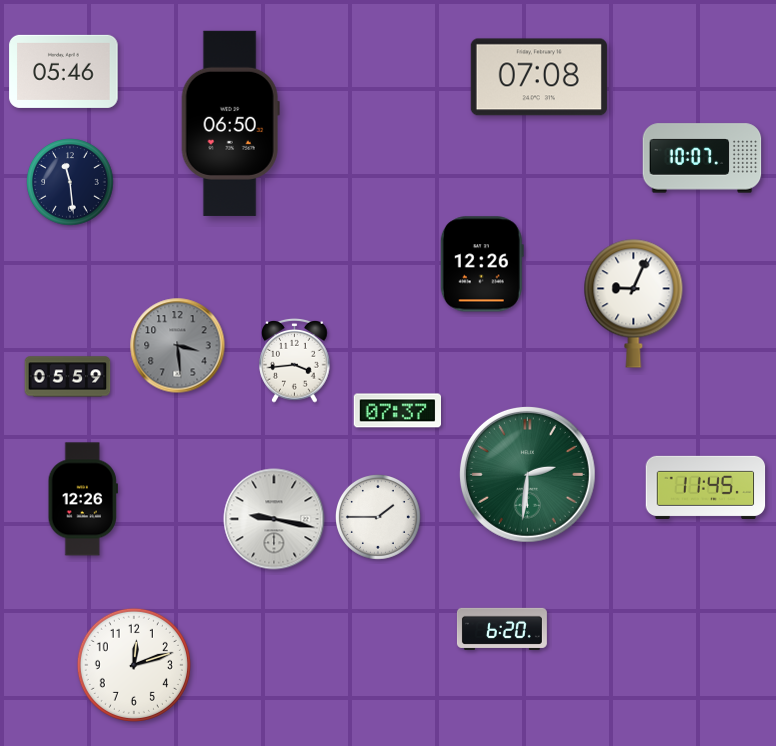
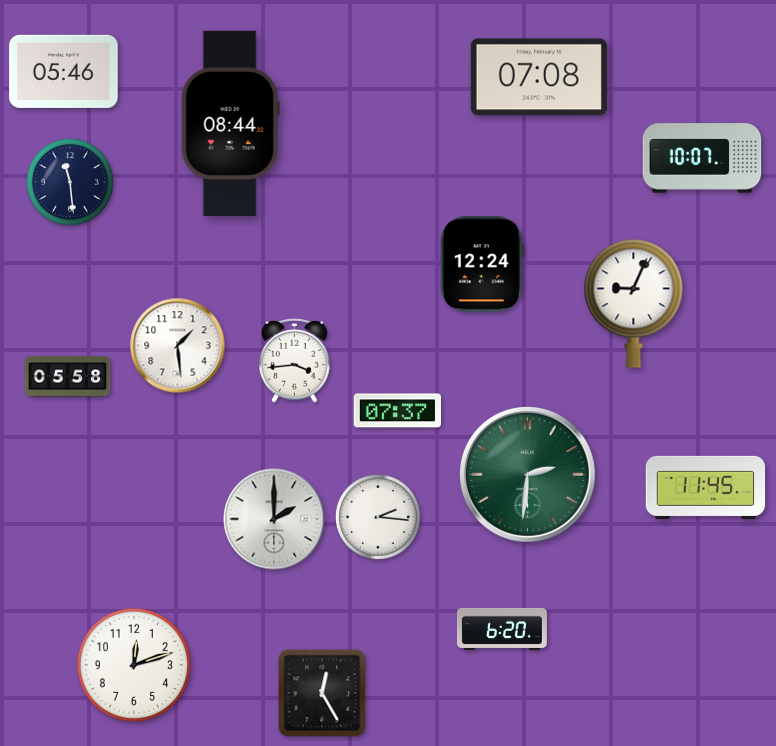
clock at (230, 123): 06:50 -> 08:44
clock at (482, 264): 12:26 -> 12:24
clock at (178, 346): 3:29 -> 1:29
clock at (178, 346) dial: grey -> white
clock at (68, 377): 05:59 -> 05:58
clock at (83, 499): 12:26 -> none
clock at (379, 518): 1:45 -> 2:16
clock at (274, 519): 9:17 -> 2:00
clock at (322, 693): none -> 12:25
